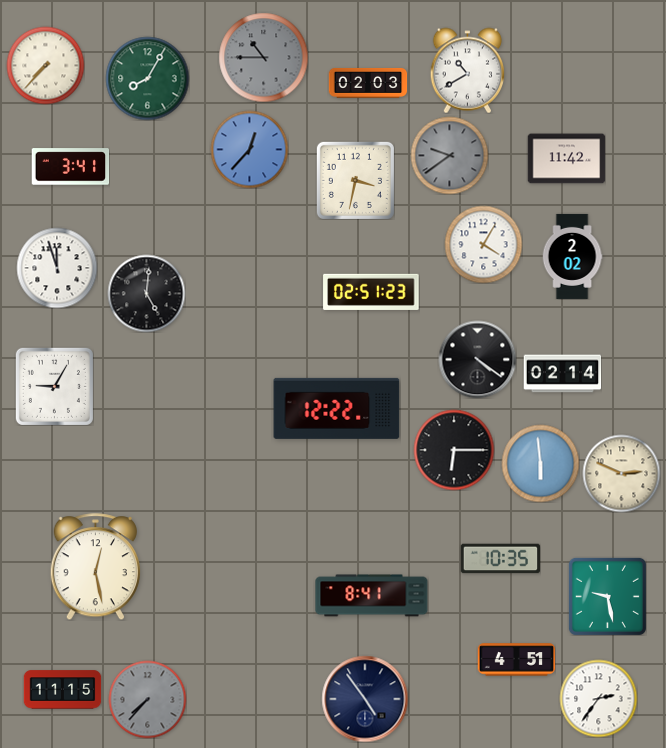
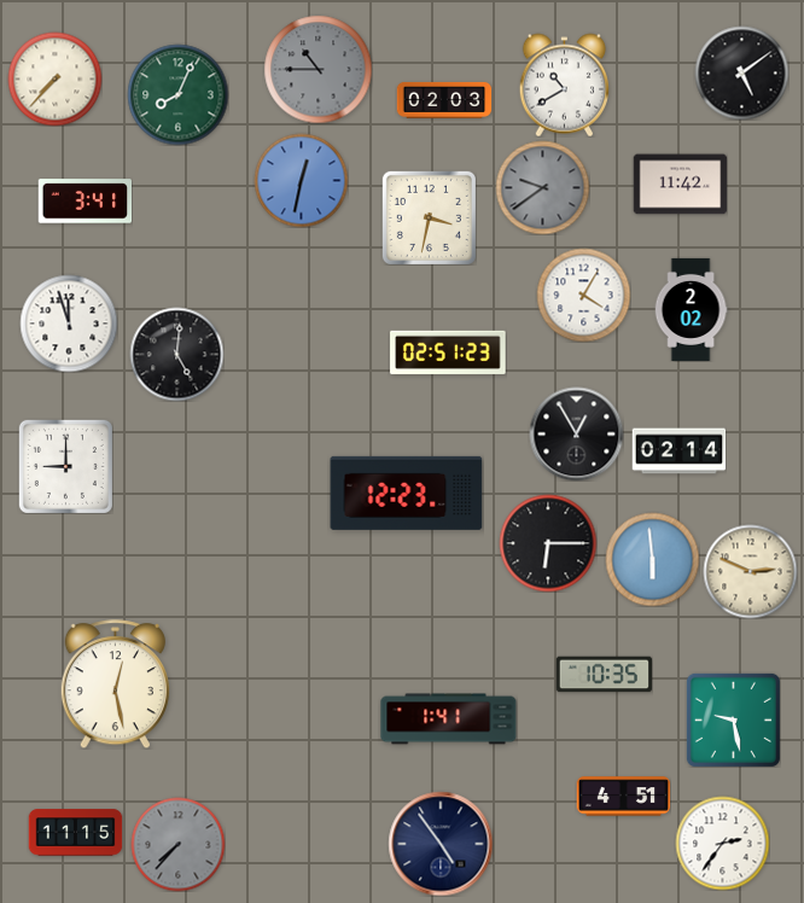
clock at (741, 72): none -> 5:09
clock at (147, 78): 8:05 -> 8:04
clock at (249, 149): 12:37 -> 12:32
clock at (566, 159) position: (566, 159) -> (680, 185)
clock at (477, 359): 4:21 -> 12:55
clock at (54, 386): 9:05 -> 9:00
clock at (337, 408): 12:22 -> 12:23
clock at (372, 596): 8:41 -> 1:41
